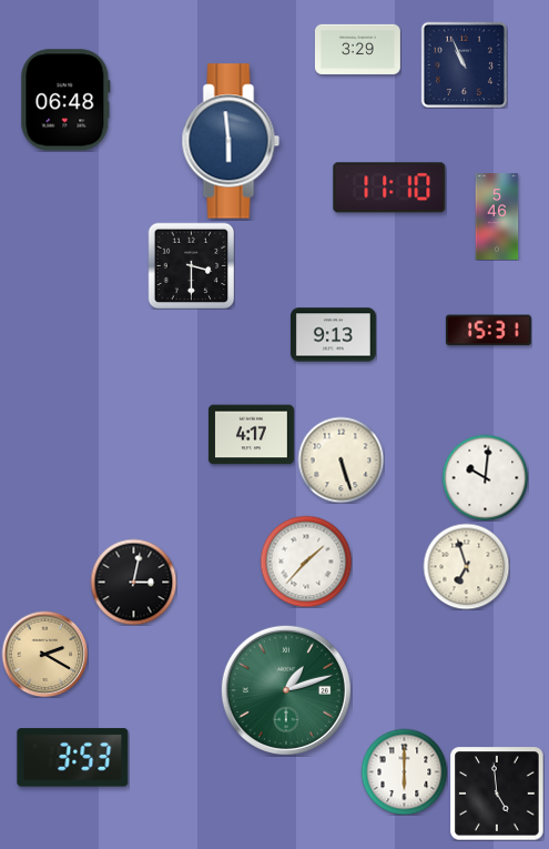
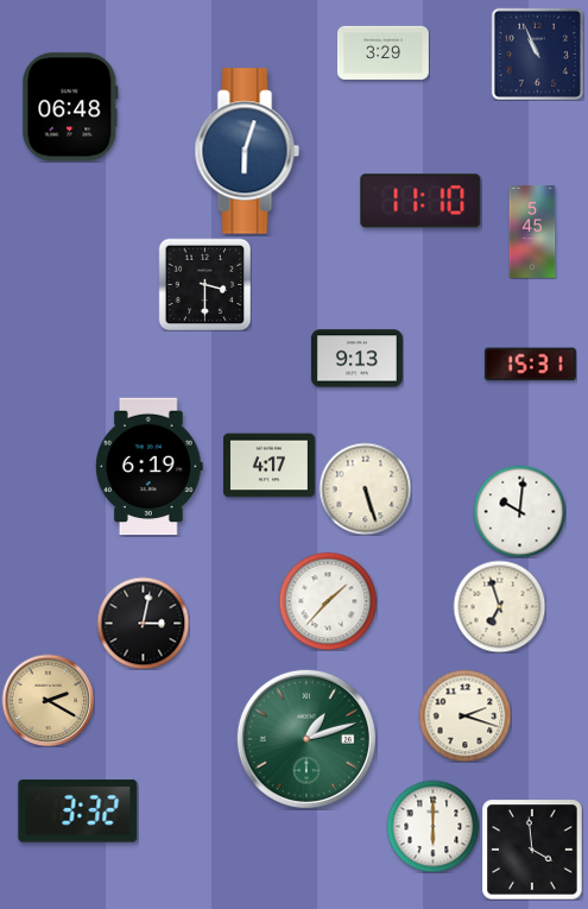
clock at (464, 64) position: (464, 64) -> (537, 53)
clock at (231, 141): 5:59 -> 6:03
clock at (389, 188) position: (389, 188) -> (421, 201)
clock at (497, 218): 5:46 -> 5:45
clock at (488, 331) position: (488, 331) -> (530, 365)
clock at (150, 467): none -> 6:19
clock at (340, 459) position: (340, 459) -> (365, 488)
clock at (464, 715): none -> 2:18
clock at (73, 758): 3:53 -> 3:32
clock at (497, 794): 4:59 -> 3:59
